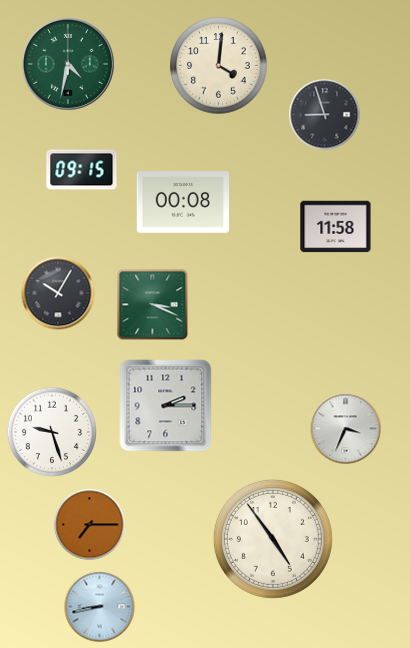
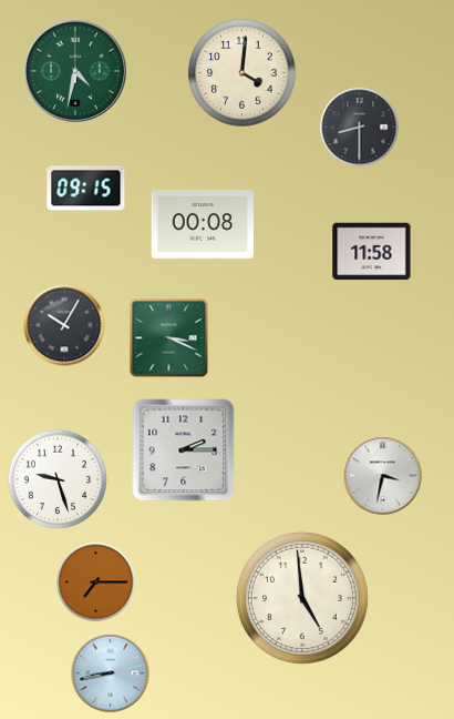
clock at (325, 115): 8:57 -> 8:30
clock at (82, 170) position: (82, 170) -> (86, 189)
clock at (346, 429): 3:34 -> 3:32
clock at (90, 525) position: (90, 525) -> (96, 583)
clock at (273, 539): 4:54 -> 4:59
